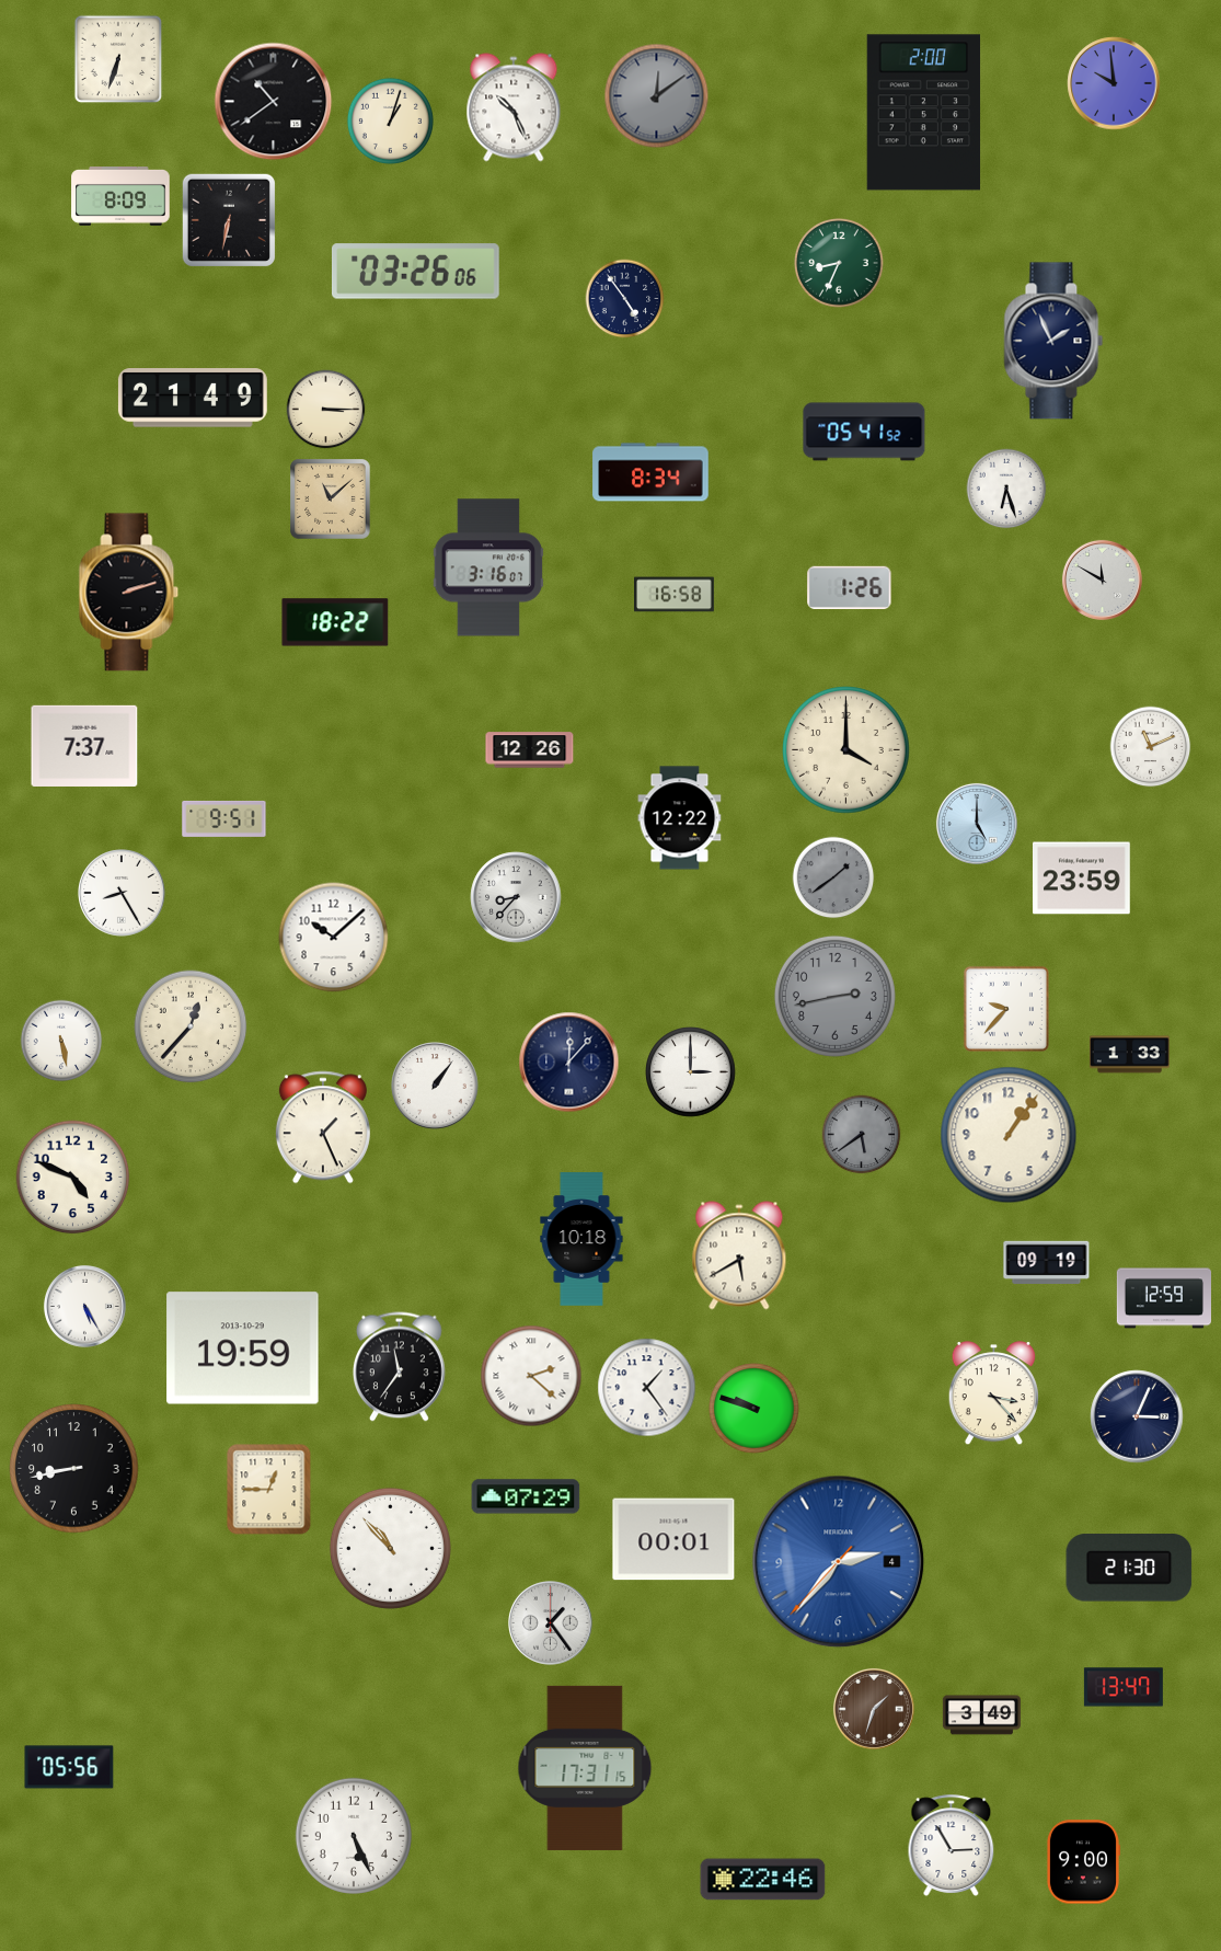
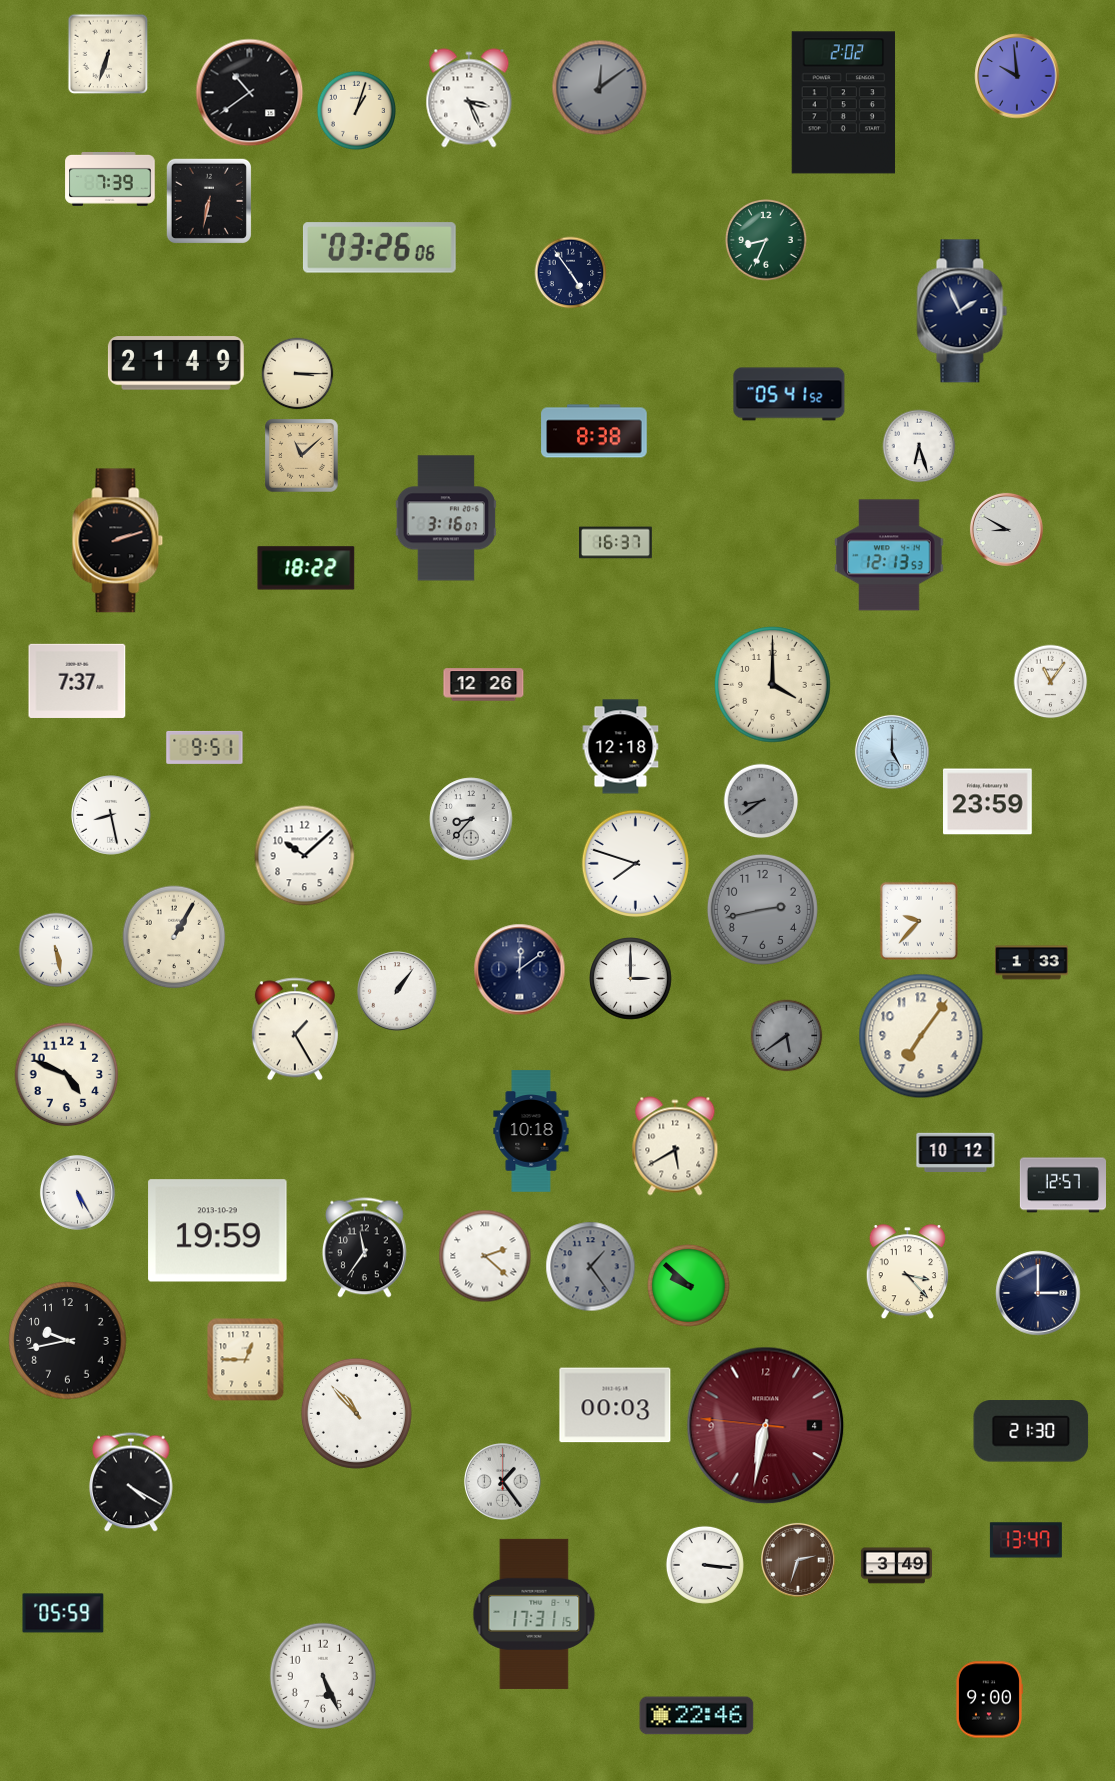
clock at (514, 107): 10:26 -> 3:26
clock at (924, 113): 2:00 -> 2:02
clock at (120, 197): 8:09 -> 7:39
clock at (650, 472): 8:34 -> 8:38
clock at (1102, 579): 11:50 -> 8:50
clock at (850, 587): 1:26 -> none
clock at (675, 595): 16:58 -> 16:37
clock at (889, 555): none -> 12:13
clock at (1151, 747): 11:11 -> 11:06
clock at (680, 818): 12:22 -> 12:18
clock at (833, 877): 1:39 -> 8:39
clock at (122, 893): 8:25 -> 8:28
clock at (635, 863): none -> 7:48
clock at (191, 1026): 12:37 -> 1:05
clock at (569, 1063): 12:07 -> 12:09
clock at (323, 1127): 1:26 -> 1:25
clock at (1009, 1135): 1:06 -> 7:06
clock at (1047, 1262): 09:19 -> 10:12
clock at (1163, 1298): 12:59 -> 12:57
clock at (243, 1349) position: (243, 1349) -> (218, 1231)
clock at (647, 1388) dial: white -> grey
clock at (755, 1409): 9:48 -> 9:52
clock at (1137, 1416): 3:04 -> 3:00
clock at (74, 1469): 8:43 -> 9:43
clock at (526, 1496): 07:29 -> none
clock at (673, 1539): 00:01 -> 00:03
clock at (839, 1562): 2:36 -> 6:31
clock at (839, 1562) dial: blue -> burgundy
clock at (131, 1482): none -> 4:20
clock at (874, 1709): 1:33 -> 2:33
clock at (705, 1565): none -> 3:16
clock at (69, 1767): 05:56 -> 05:59
clock at (952, 1845): 2:55 -> none
